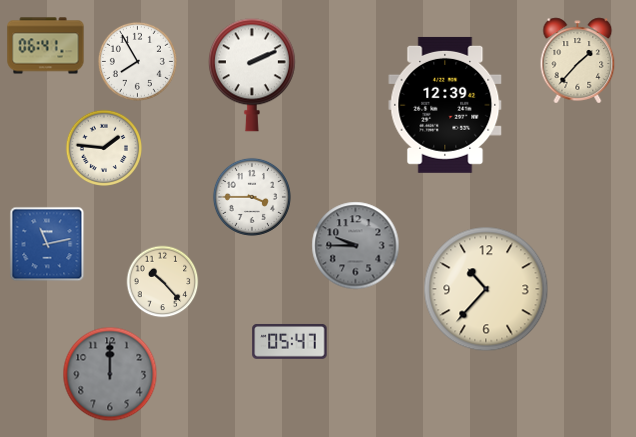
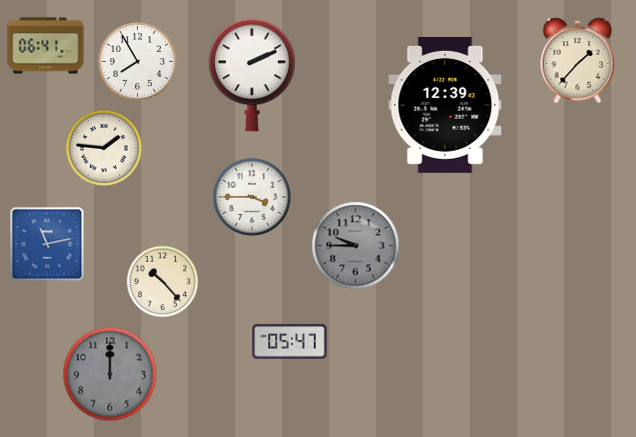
clock at (486, 289): 10:37 -> none
